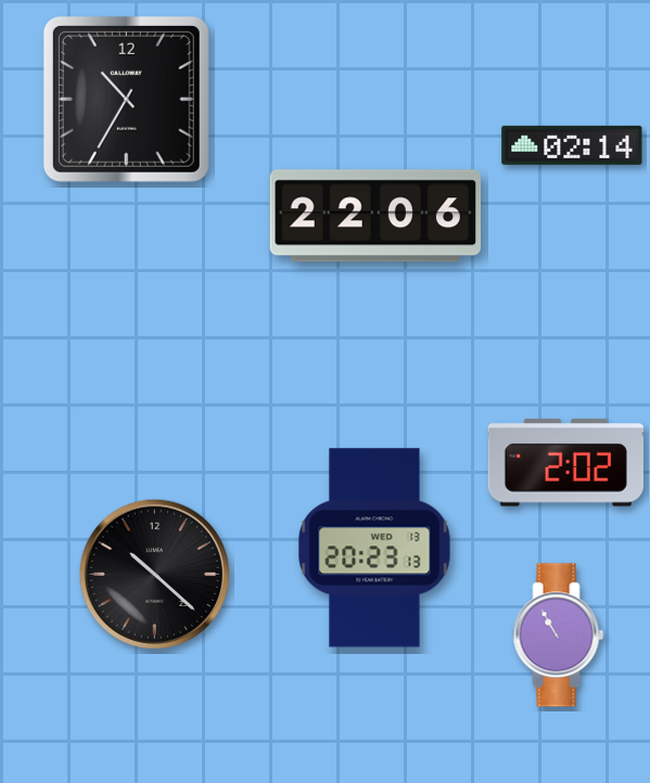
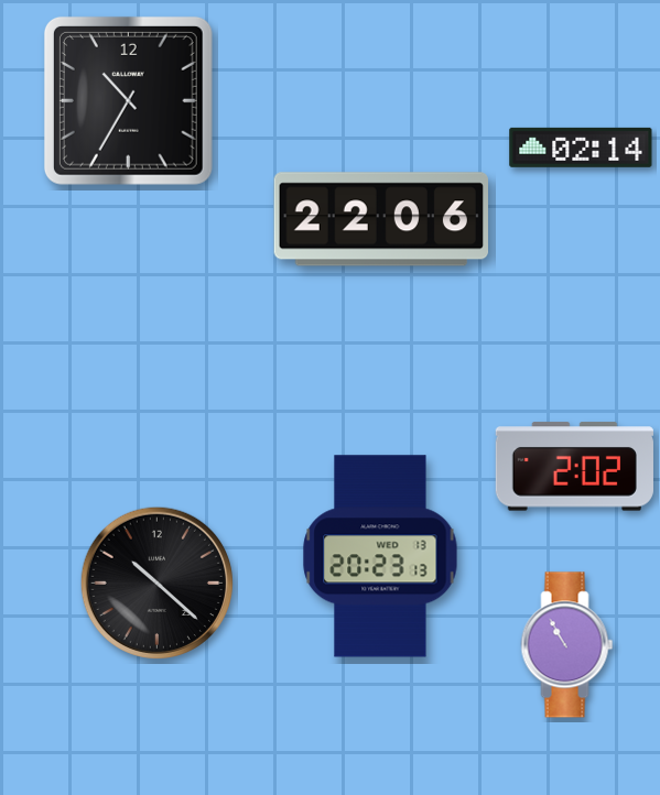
clock at (565, 463) position: (565, 463) -> (574, 467)
